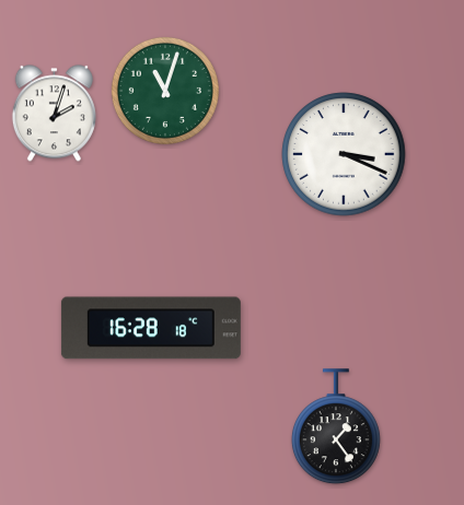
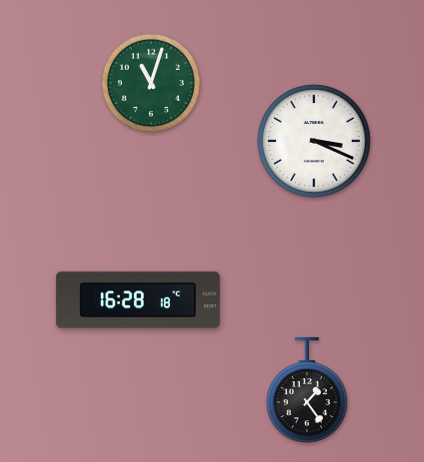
clock at (54, 114): 2:03 -> none
